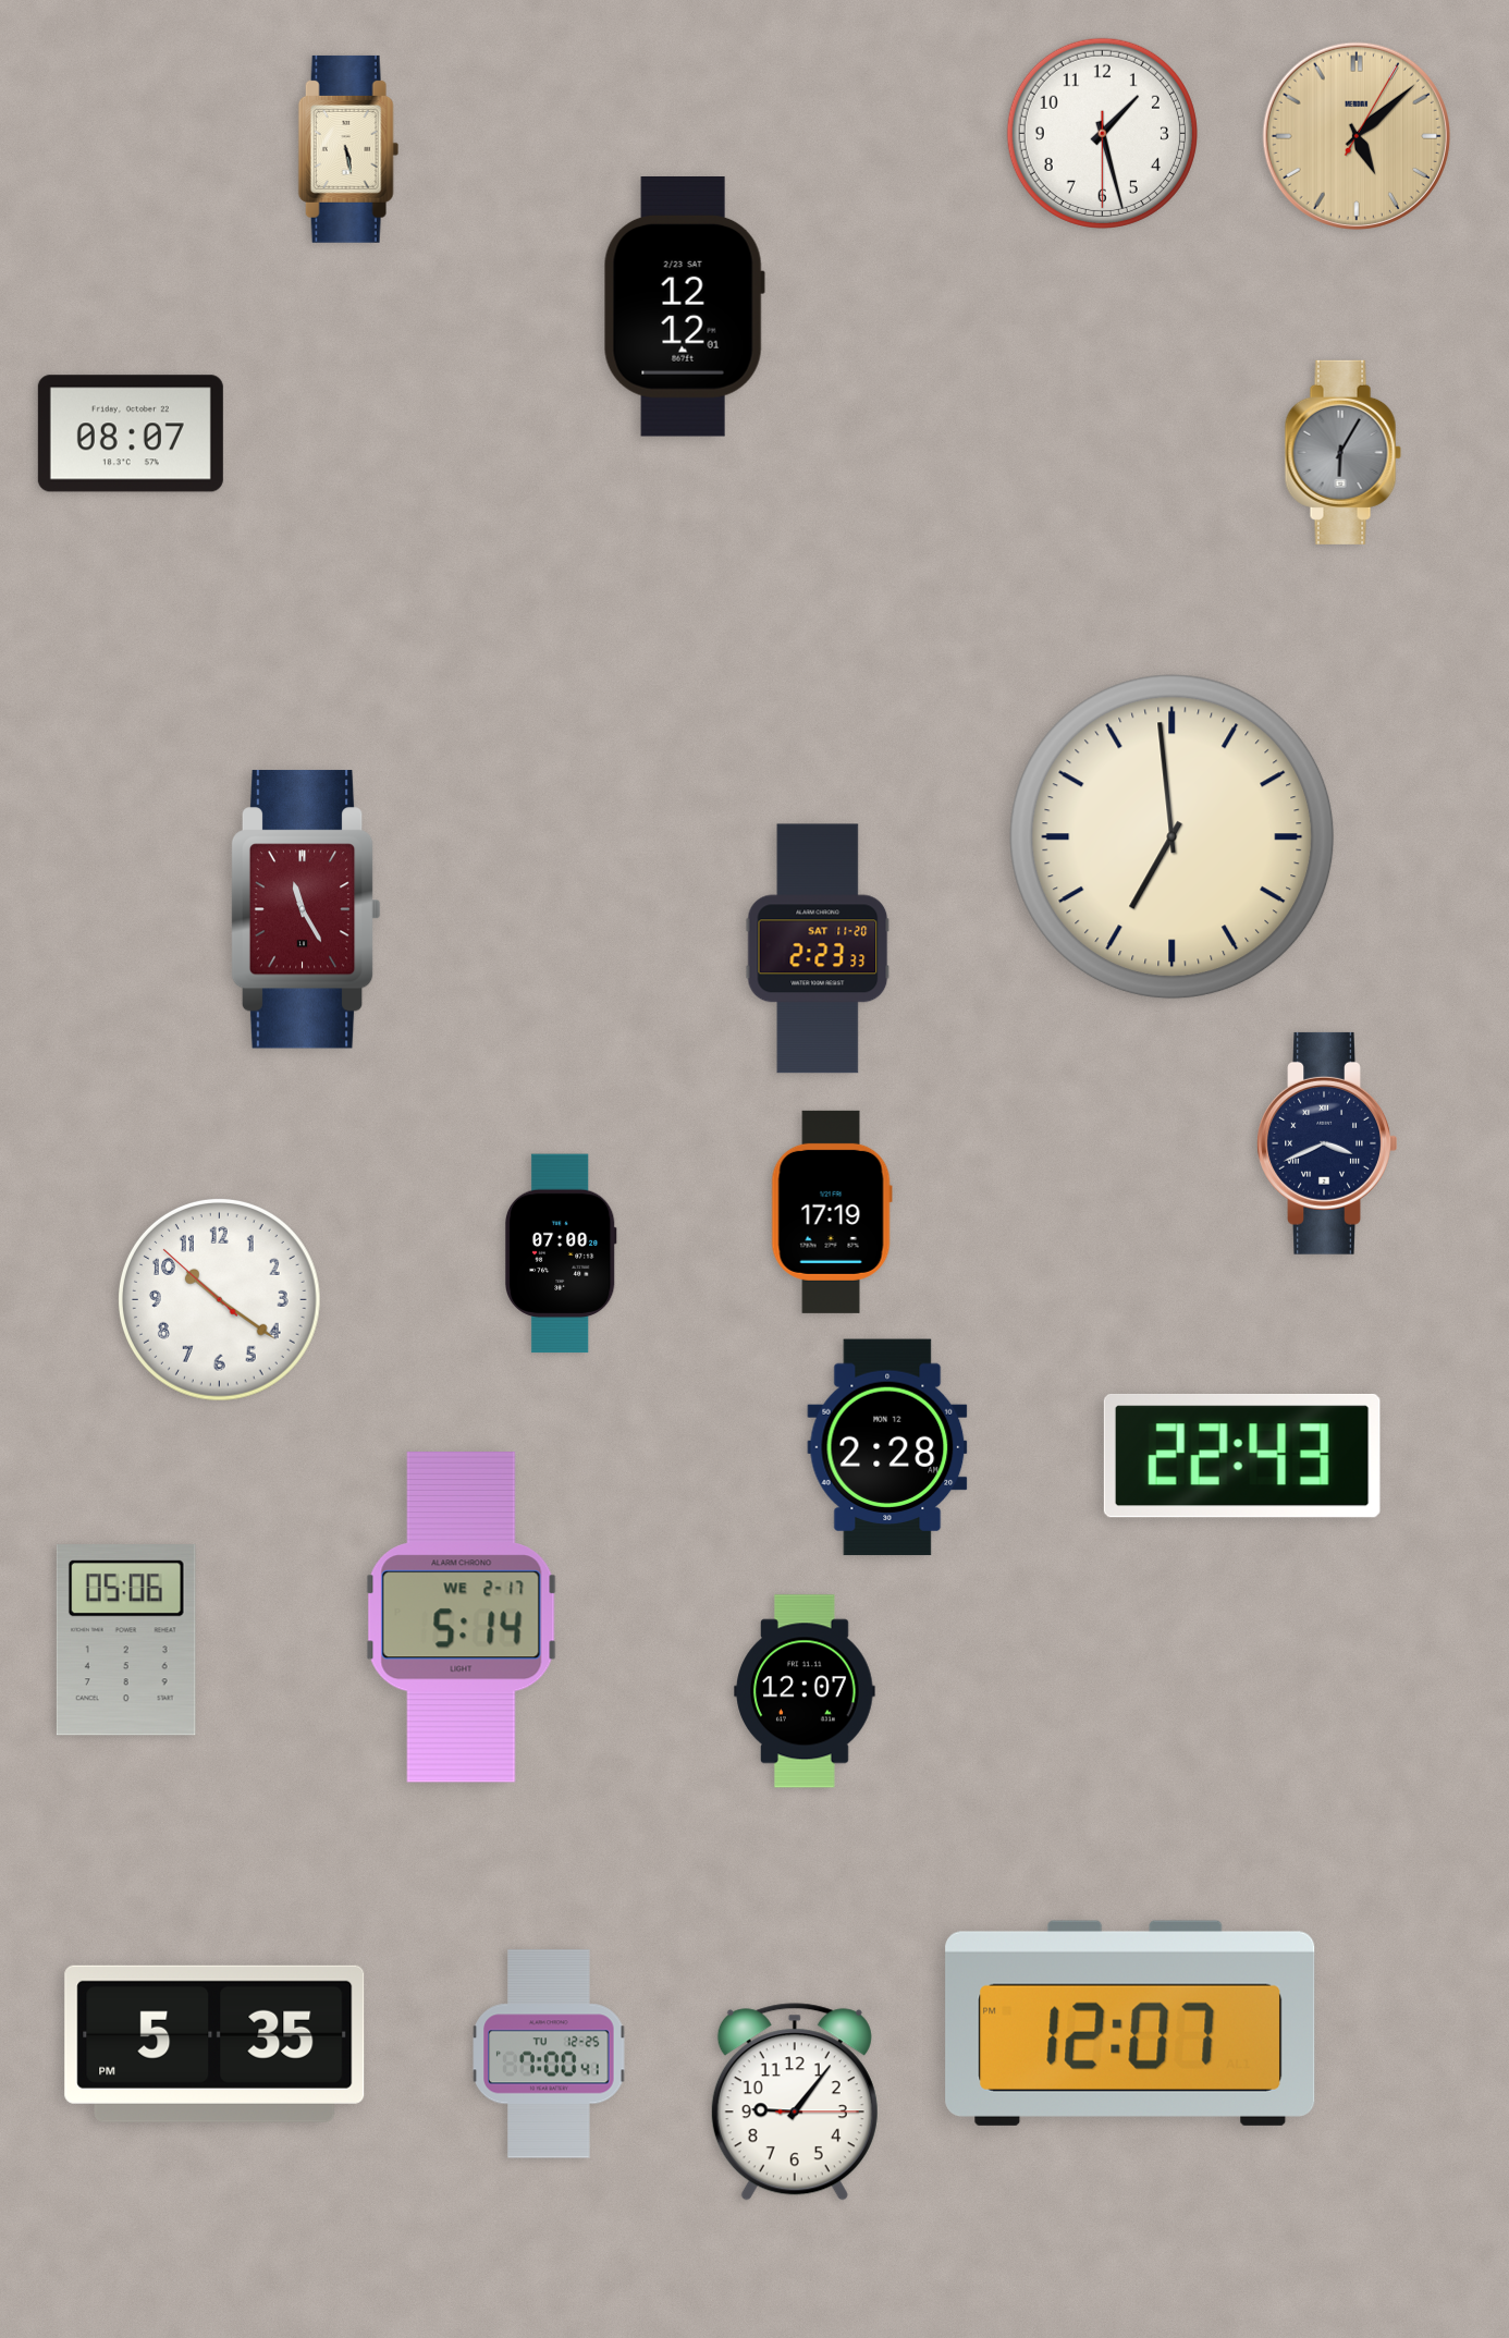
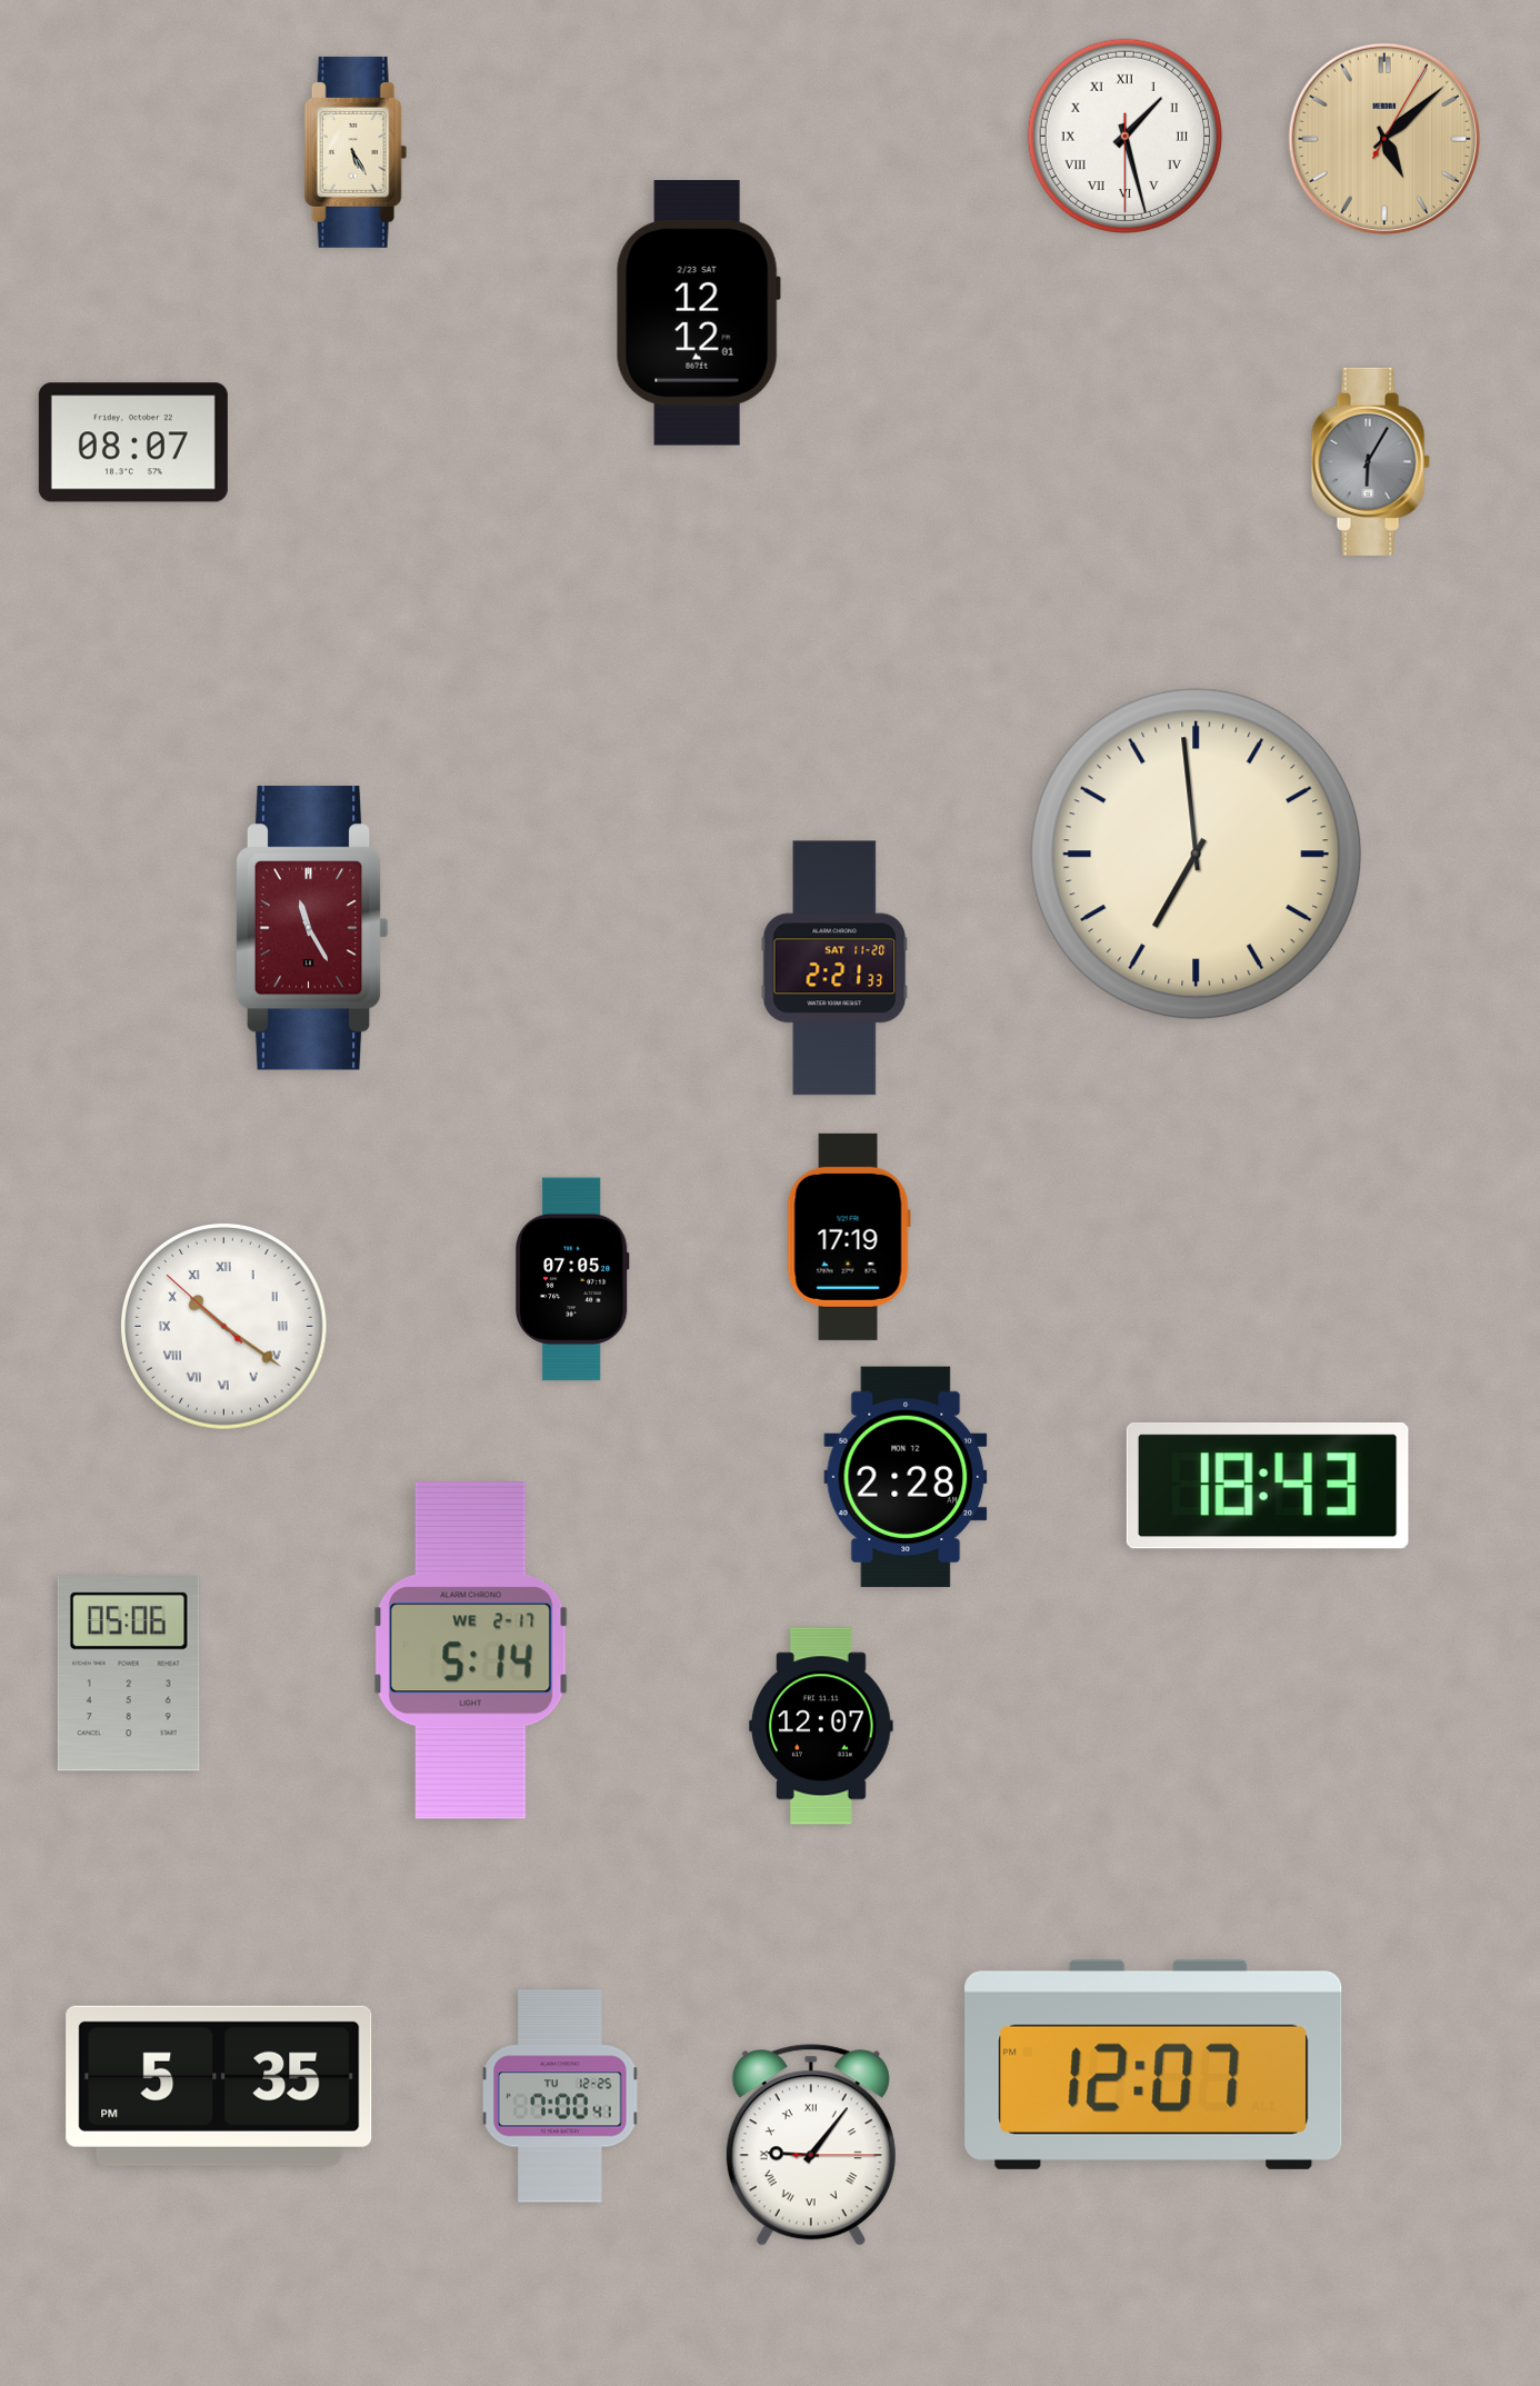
clock at (1102, 133) numerals: Arabic -> Roman
clock at (348, 149): 5:28 -> 5:25
clock at (818, 948): 2:23 -> 2:21
clock at (1327, 1143): 3:41 -> none
clock at (561, 1253): 07:00 -> 07:05
clock at (220, 1300) numerals: Arabic -> Roman
clock at (1242, 1456): 22:43 -> 18:43
clock at (795, 2102) numerals: Arabic -> Roman
